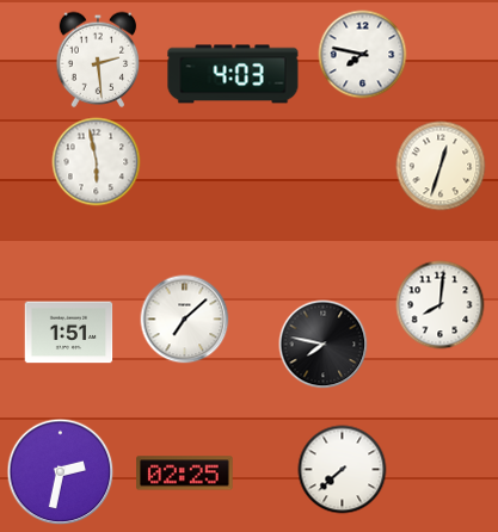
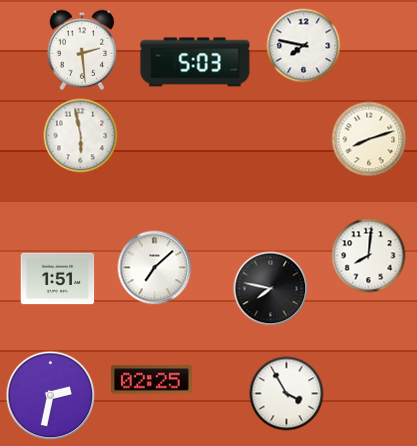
clock at (233, 74): 4:03 -> 5:03
clock at (441, 166): 12:33 -> 8:12
clock at (343, 470): 7:38 -> 3:55
clock at (185, 474) position: (185, 474) -> (152, 380)
